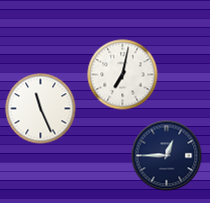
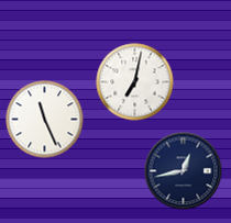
clock at (167, 156): 12:45 -> 12:43
